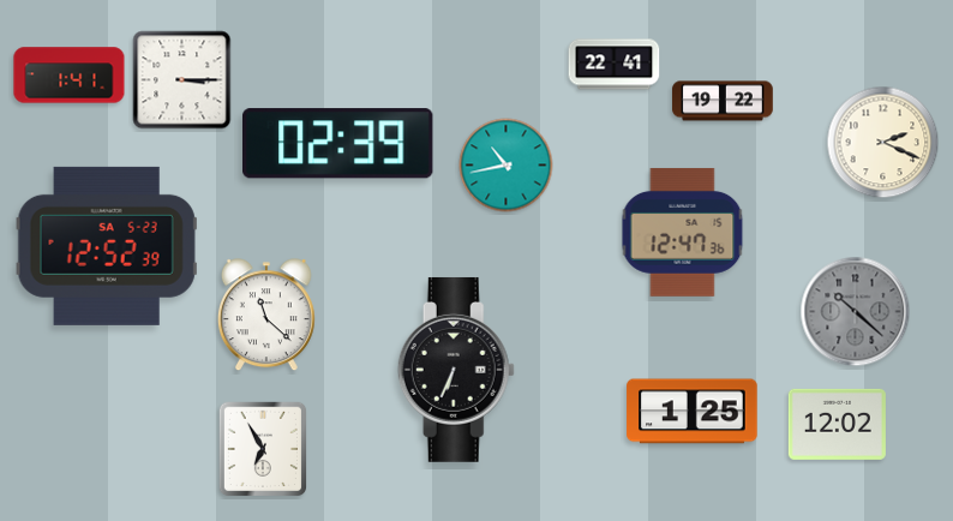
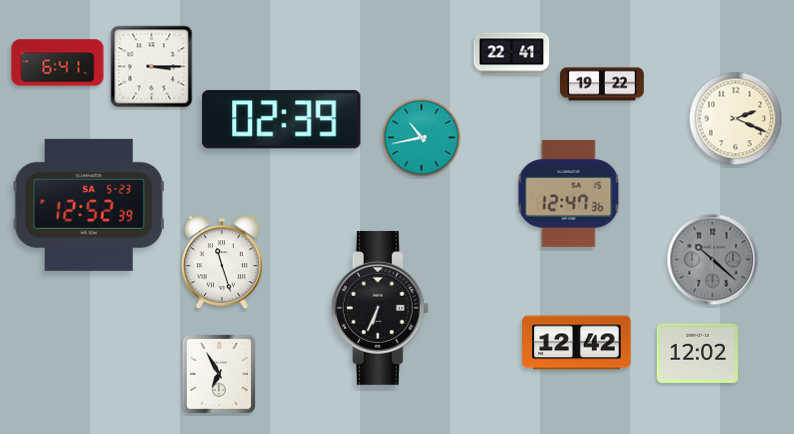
clock at (70, 76): 1:41 -> 6:41
clock at (266, 316): 11:22 -> 11:27
clock at (693, 412): 1:25 -> 12:42
